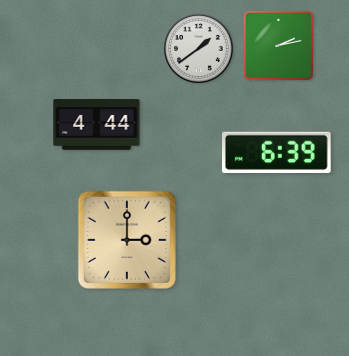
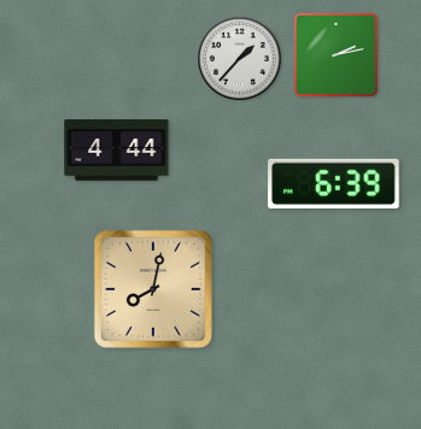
clock at (199, 49): 1:39 -> 1:37
clock at (127, 240): 3:00 -> 8:02
